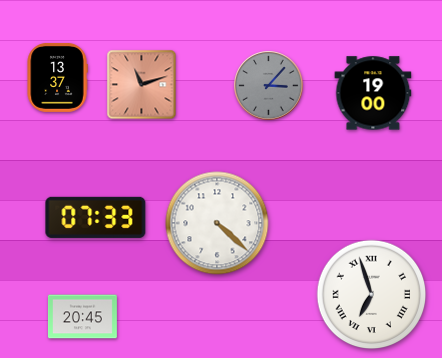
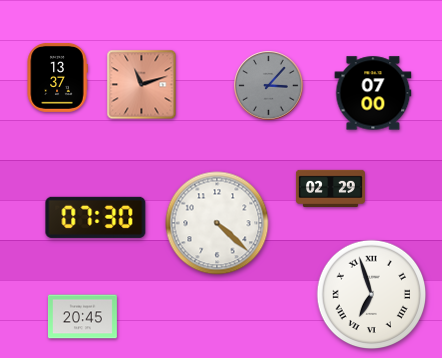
clock at (373, 93): 19:00 -> 07:00
clock at (330, 189): none -> 02:29
clock at (96, 217): 07:33 -> 07:30
